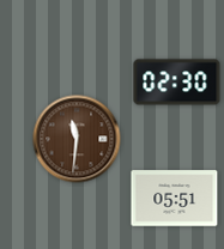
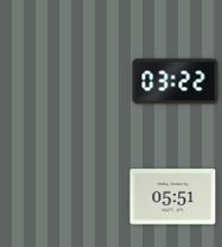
clock at (177, 83): 02:30 -> 03:22
clock at (77, 139): 11:31 -> none
